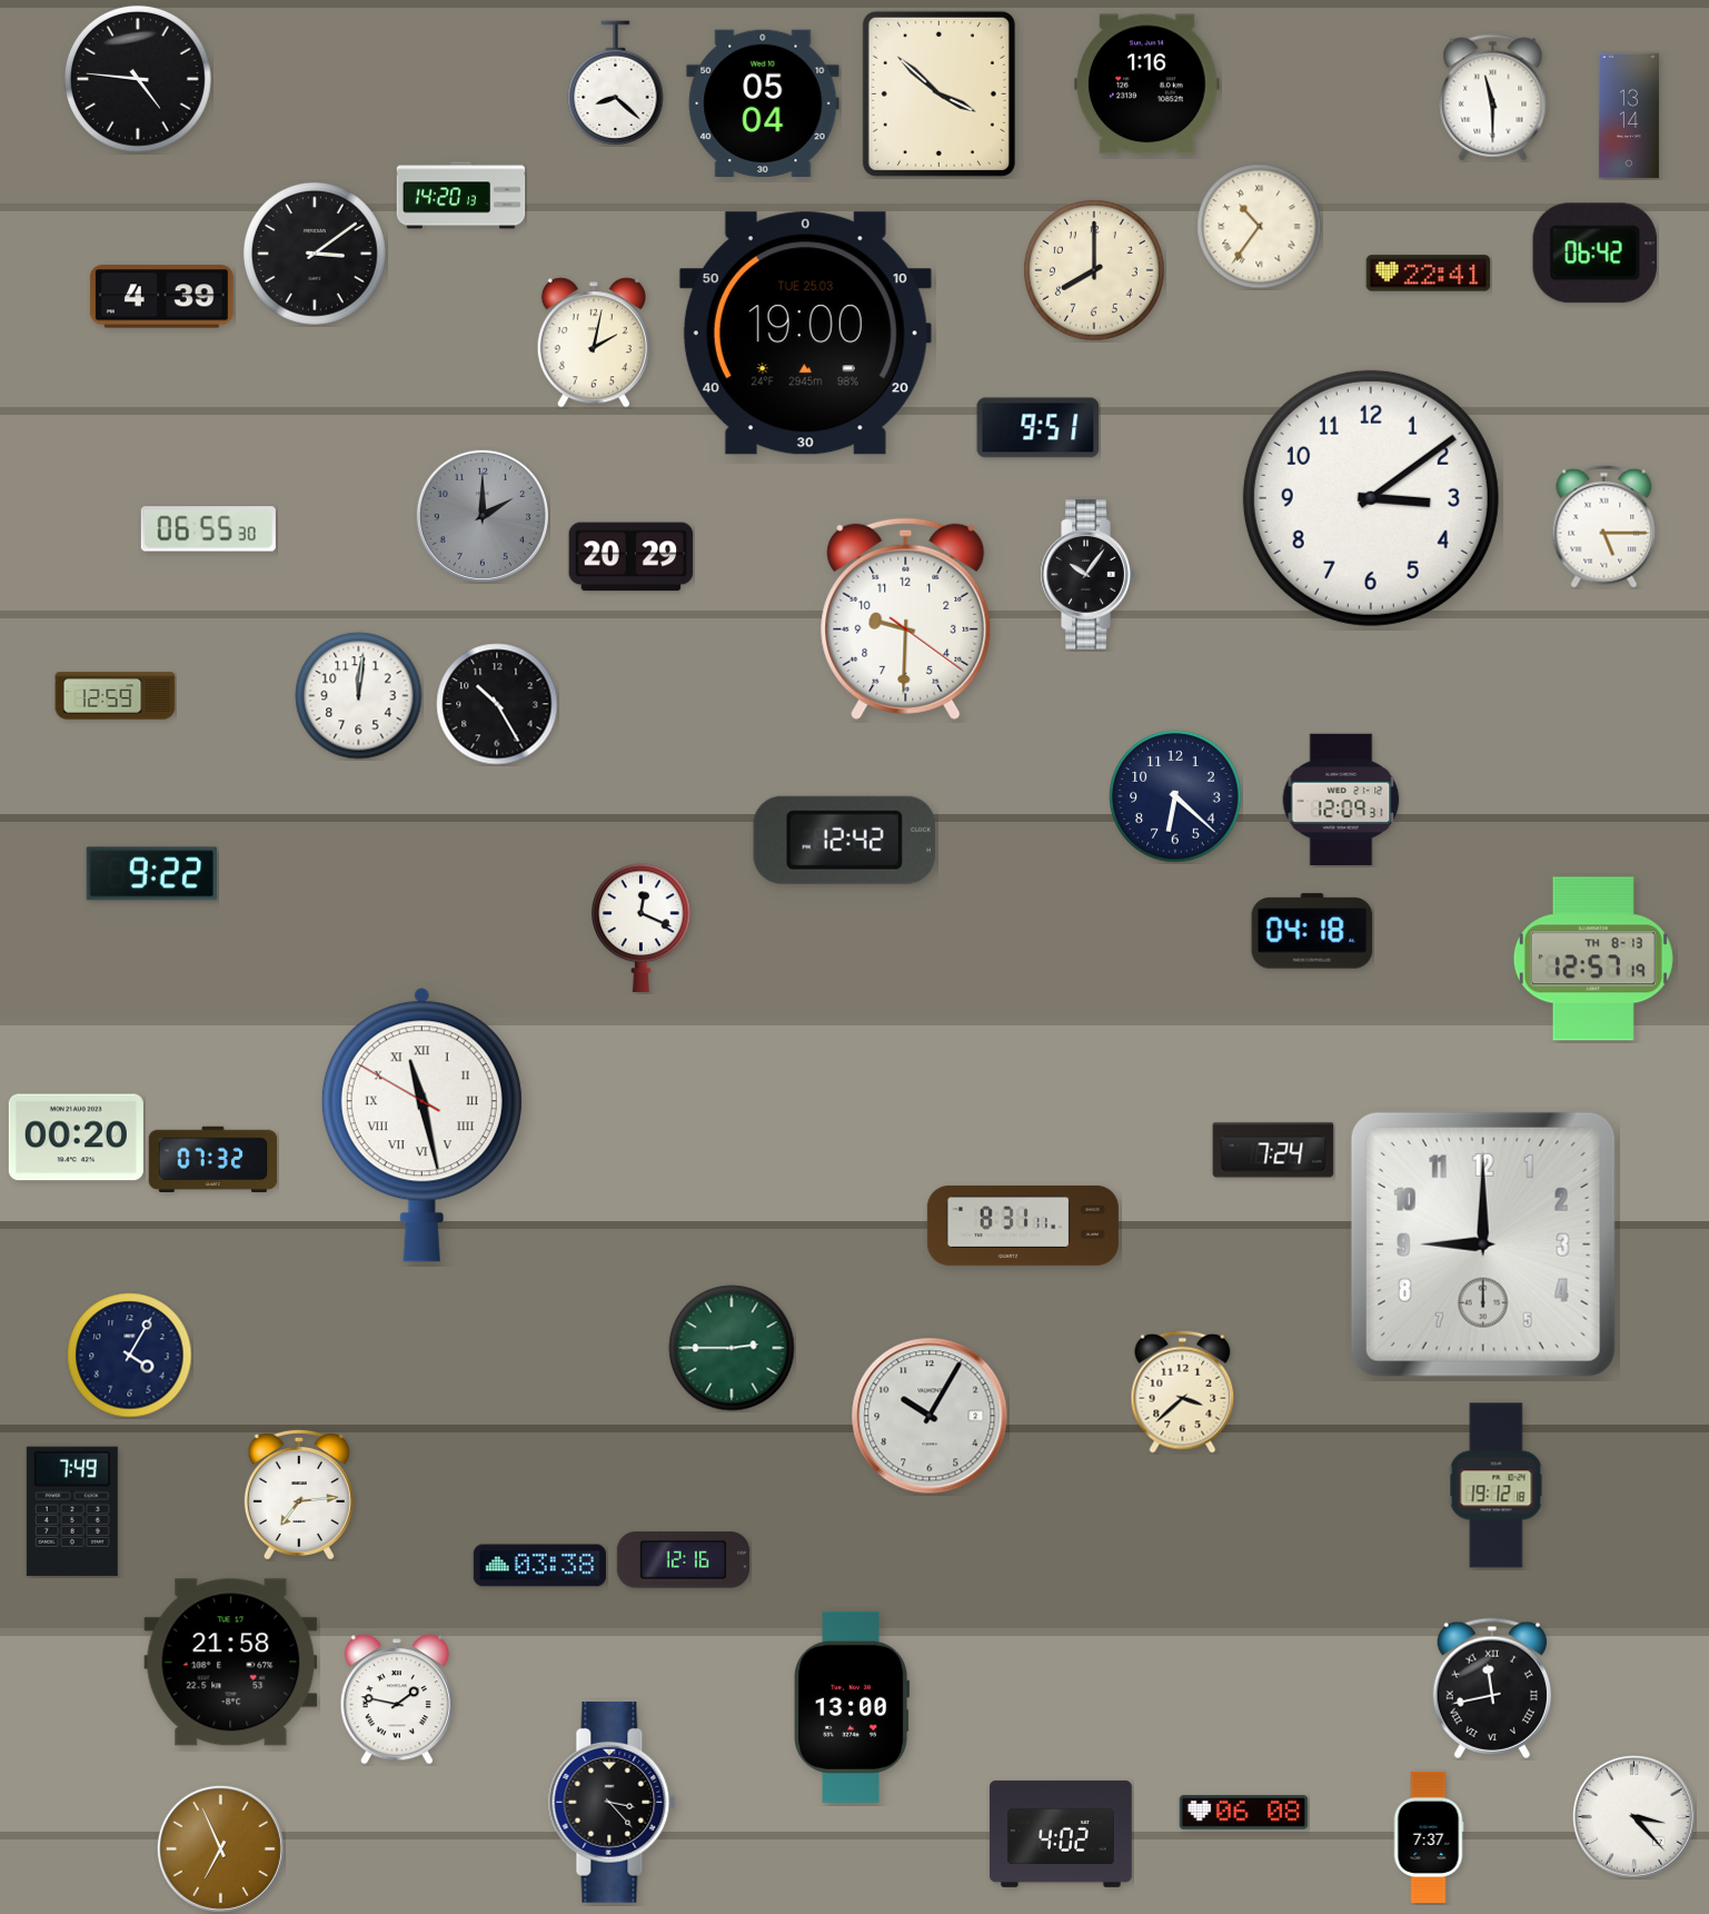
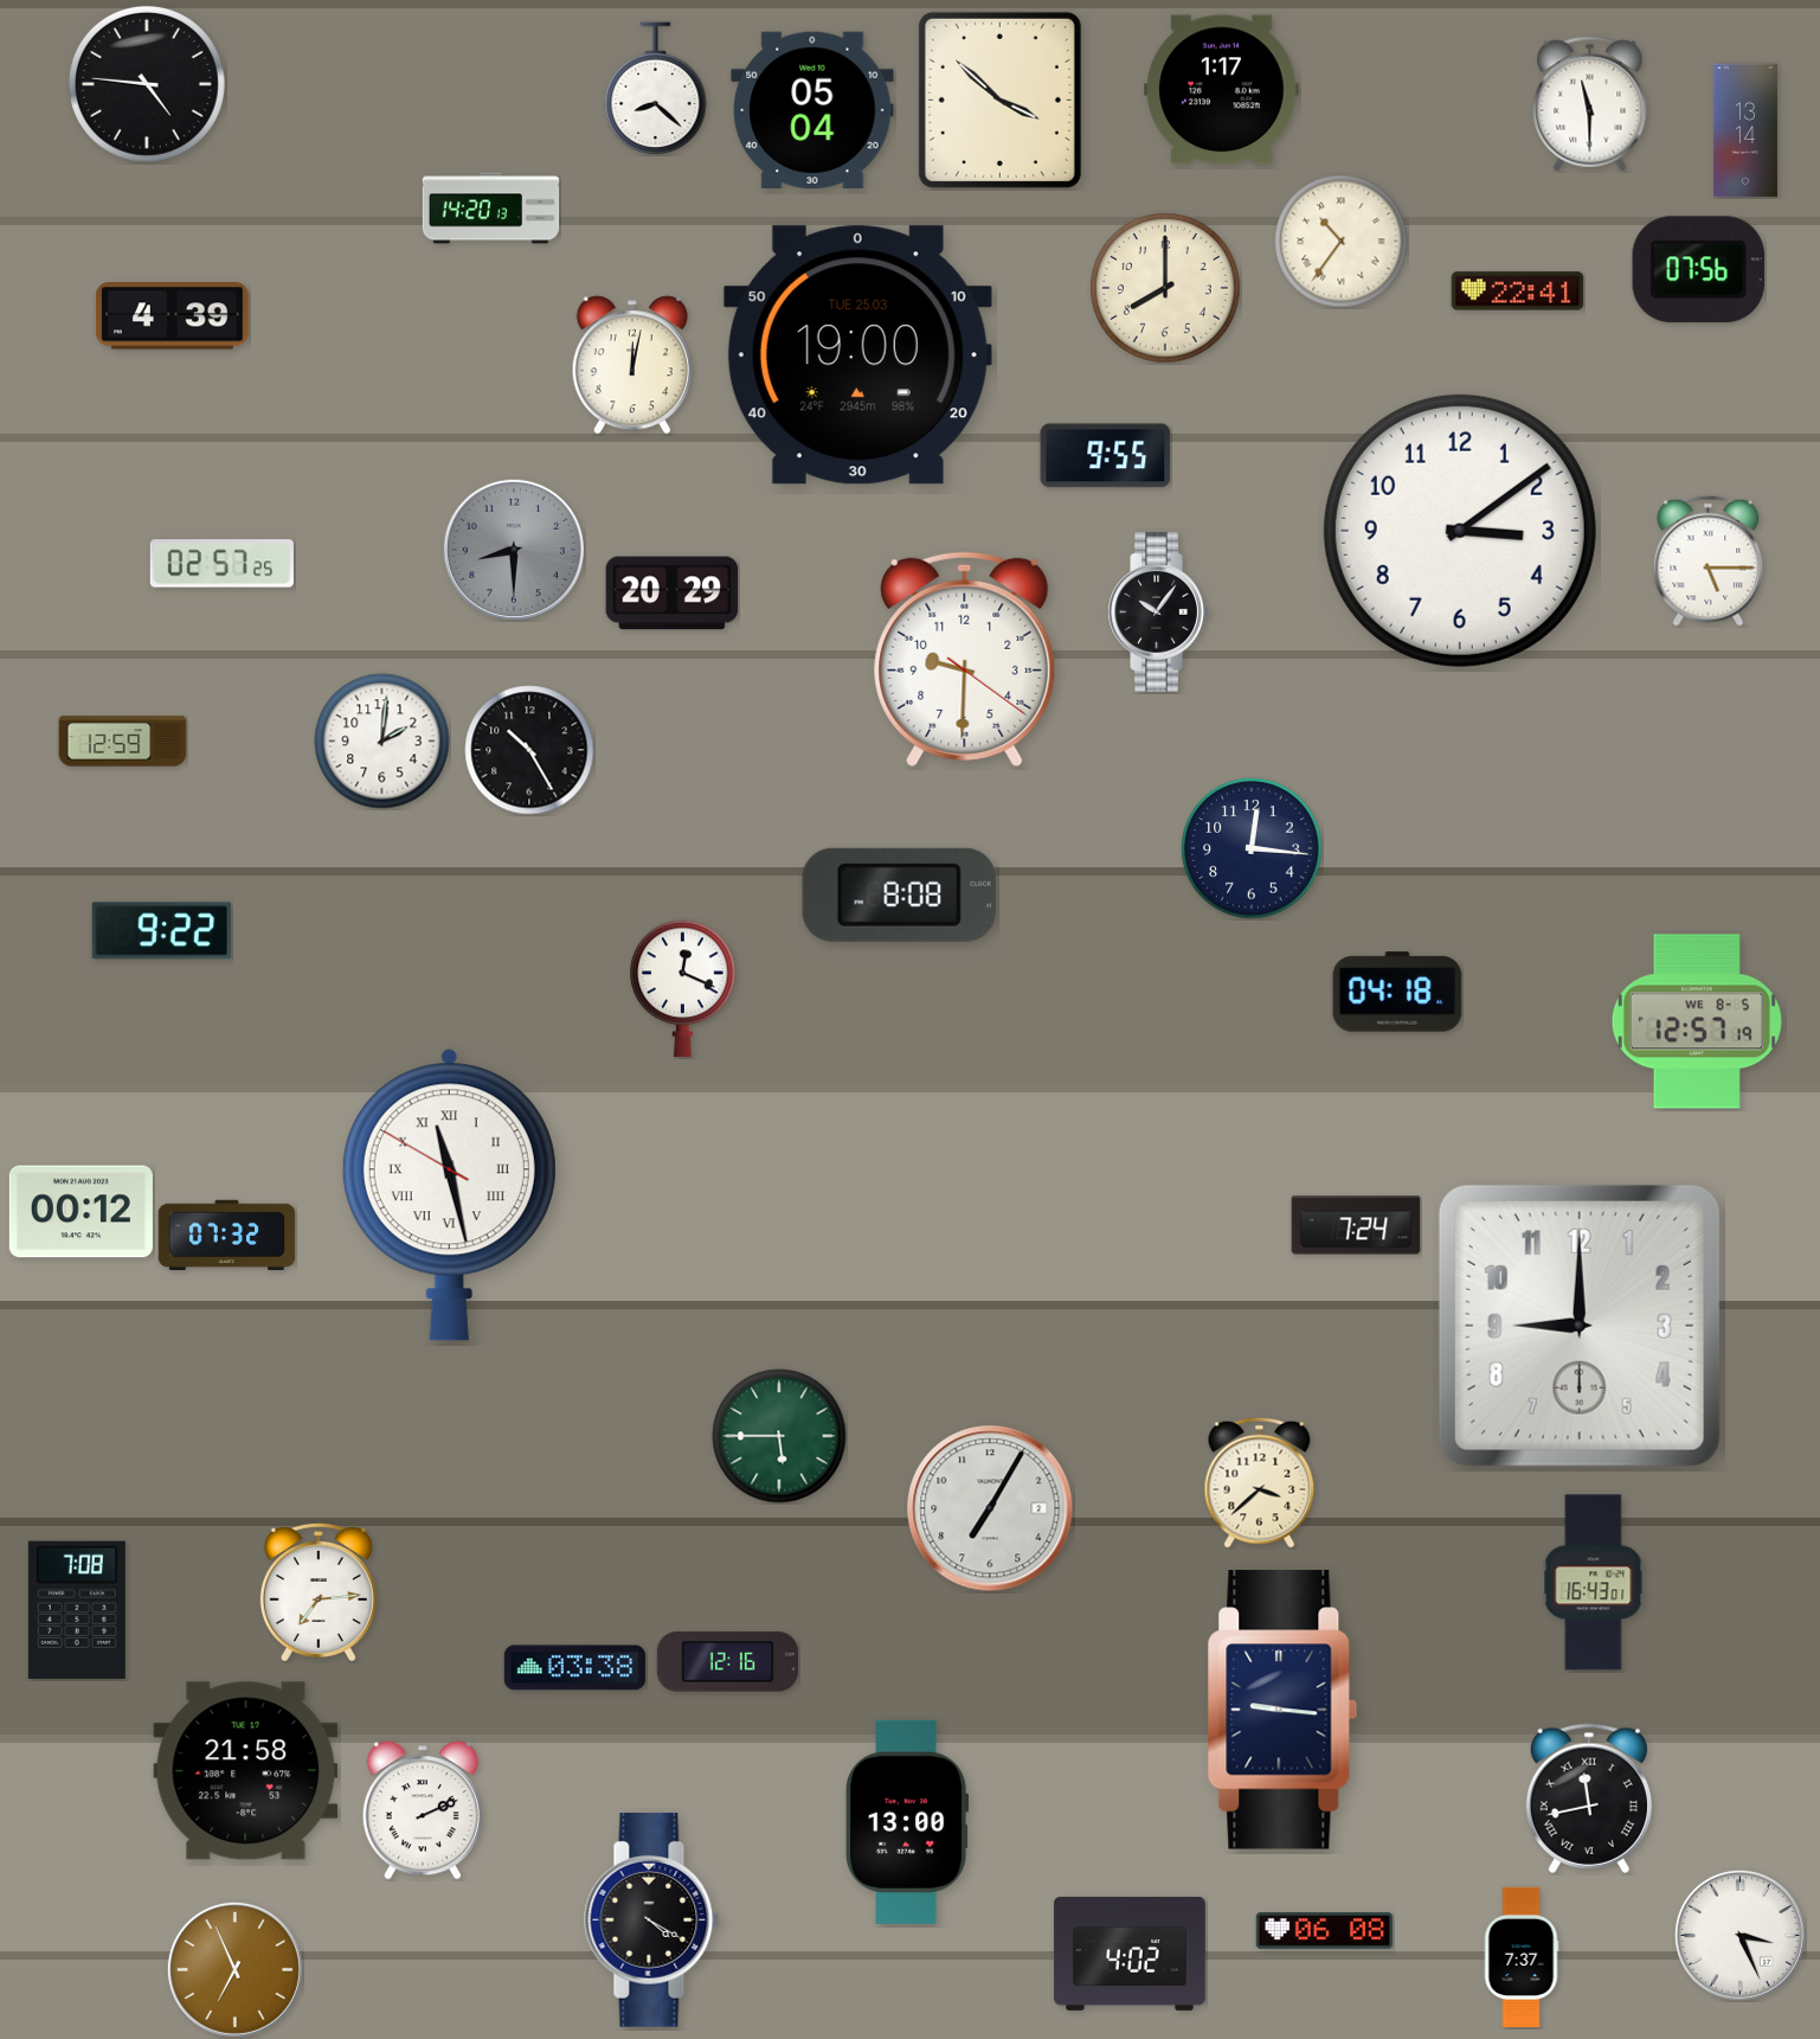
clock at (1147, 85): 1:16 -> 1:17
clock at (1629, 116) position: (1629, 116) -> (1745, 130)
clock at (315, 254): 3:09 -> none
clock at (1594, 254): 06:42 -> 07:56
clock at (1429, 274) position: (1429, 274) -> (1518, 291)
clock at (594, 343): 2:02 -> 12:02
clock at (1039, 428): 9:51 -> 9:55
clock at (483, 516): 2:00 -> 8:30
clock at (208, 529): 06:55 -> 02:57
clock at (359, 696): 12:01 -> 2:01
clock at (1175, 796): 6:22 -> 12:16
clock at (1341, 800): 12:09 -> none
clock at (844, 840): 12:42 -> 8:08
clock at (1593, 959) date: TH 8-13 -> WE 8-5
clock at (421, 1124) position: (421, 1124) -> (449, 1194)
clock at (76, 1138): 00:20 -> 00:12
clock at (1023, 1226): 8:31 -> none
clock at (732, 1348): 2:45 -> 5:45
clock at (130, 1356): 4:05 -> none
clock at (930, 1416): 10:05 -> 7:05
clock at (1497, 1486): 19:12 -> 16:43
clock at (72, 1511): 7:49 -> 7:08
clock at (1282, 1710): none -> 9:16
clock at (397, 1699): 1:47 -> 2:11
clock at (852, 1707) position: (852, 1707) -> (907, 1822)
clock at (613, 1803): 3:23 -> 4:20
clock at (1633, 1816): 3:23 -> 3:26
